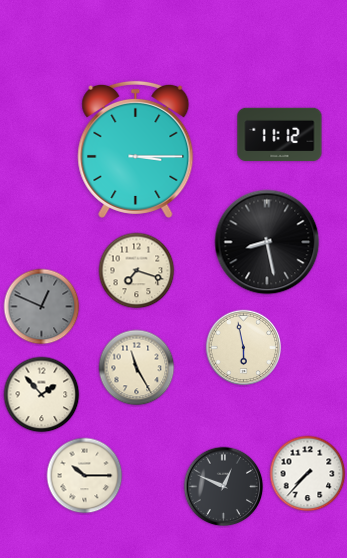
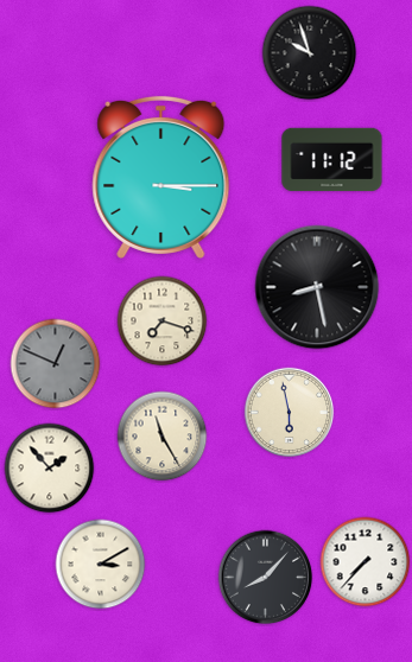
clock at (310, 53): none -> 9:57
clock at (42, 307) position: (42, 307) -> (56, 364)
clock at (85, 476): 10:15 -> 3:10
clock at (224, 487): 12:49 -> 8:07
